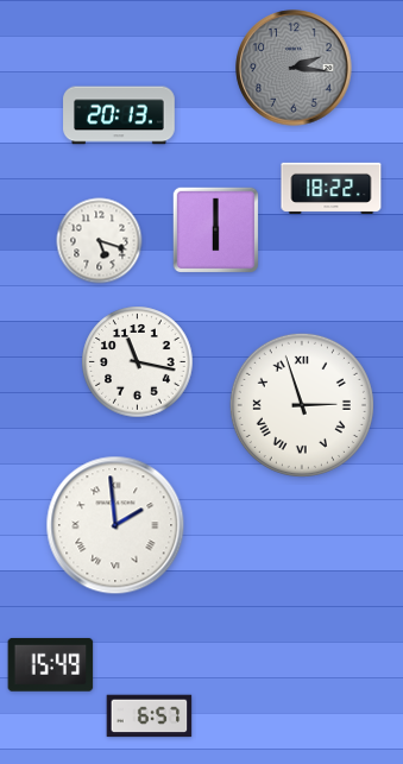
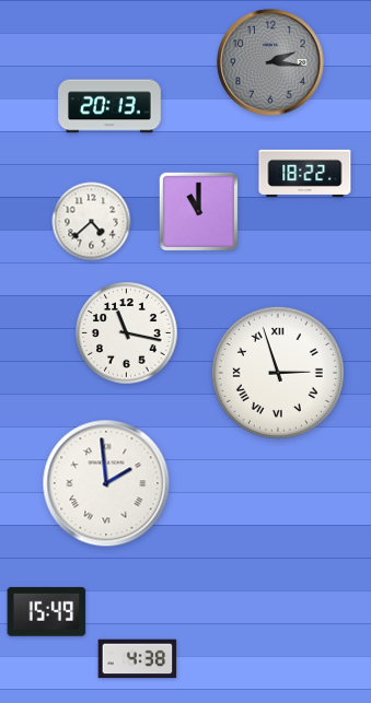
clock at (215, 229): 6:00 -> 11:00
clock at (100, 241): 5:18 -> 4:38
clock at (150, 716): 6:57 -> 4:38
